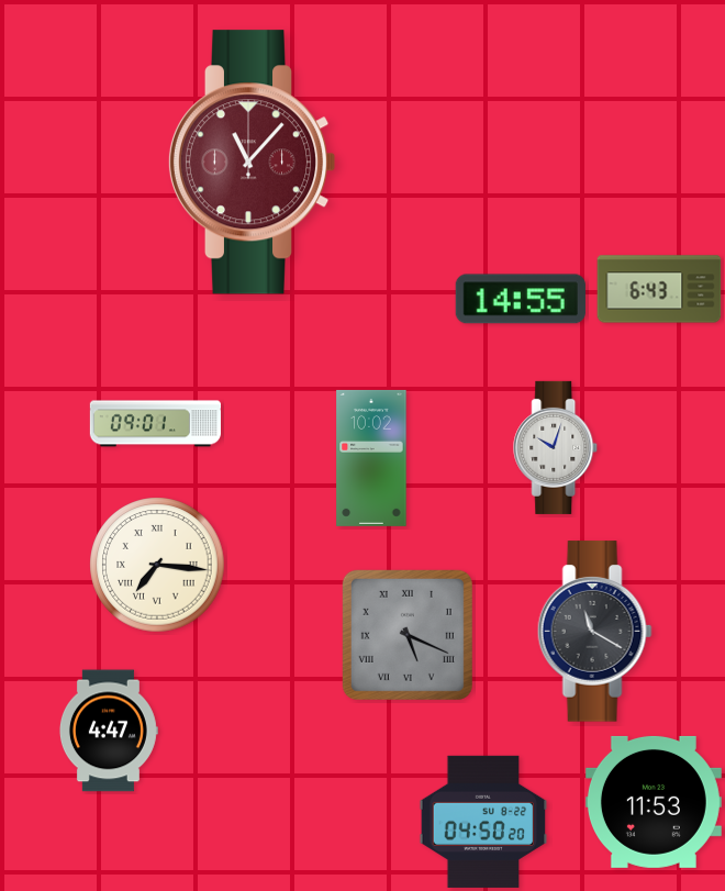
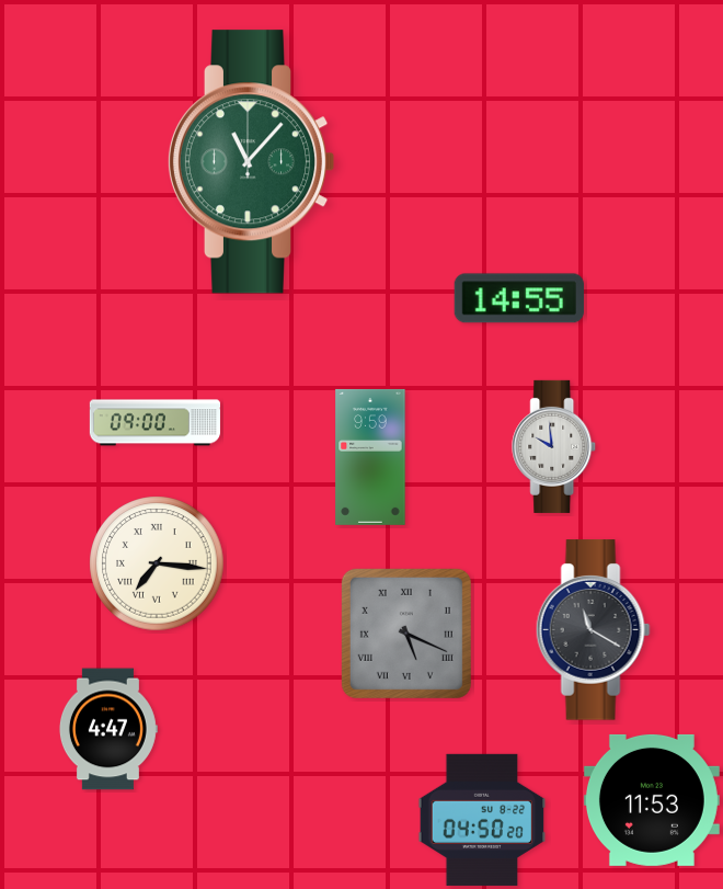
clock at (252, 163) dial: burgundy -> green
clock at (659, 289): 6:43 -> none
clock at (155, 424): 09:01 -> 09:00
clock at (556, 447): 10:03 -> 9:59
clock at (371, 458): 10:02 -> 9:59
